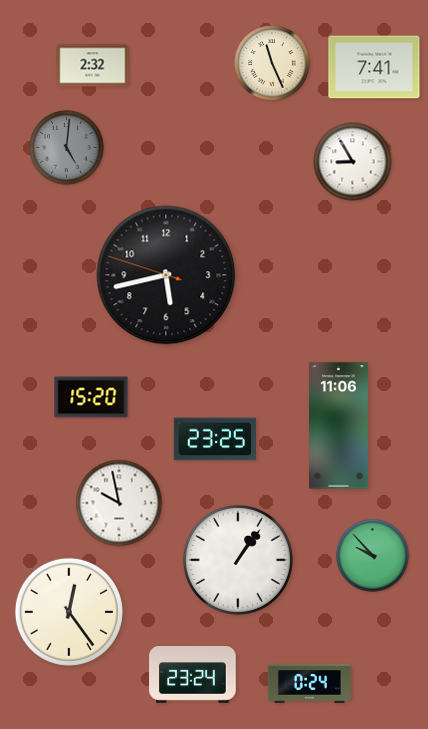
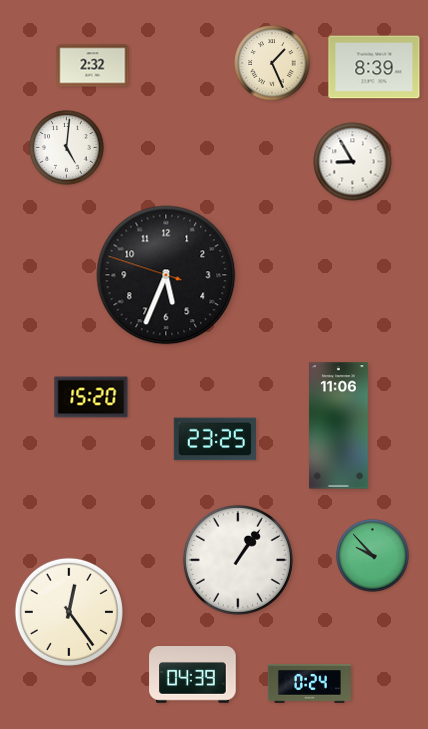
clock at (272, 63): 11:26 -> 1:26
clock at (374, 67): 7:41 -> 8:39
clock at (67, 148) dial: grey -> white
clock at (166, 275): 5:42 -> 5:33
clock at (119, 503): 9:58 -> none
clock at (193, 675): 23:24 -> 04:39
